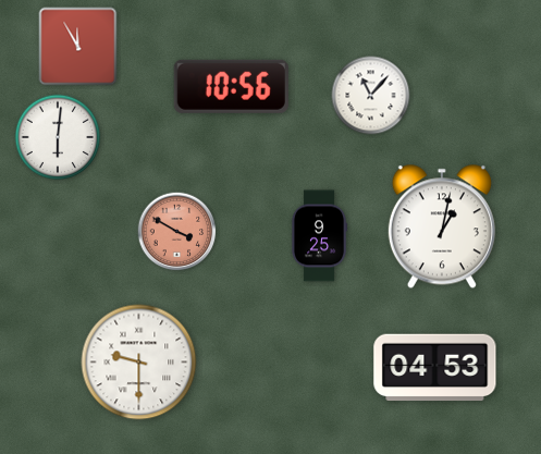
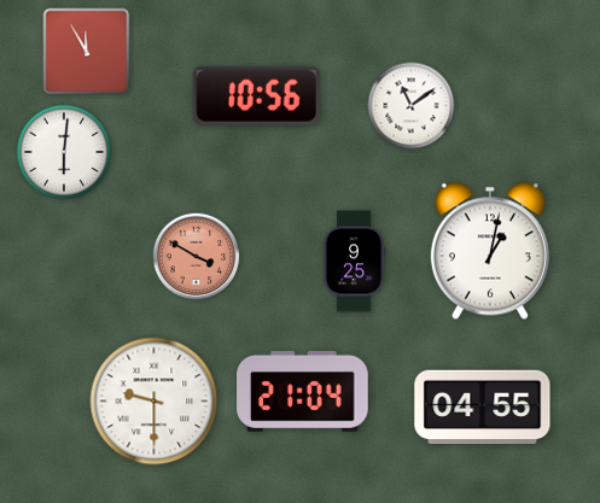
clock at (371, 96): 11:07 -> 11:09
clock at (303, 392): none -> 21:04
clock at (435, 368): 04:53 -> 04:55
